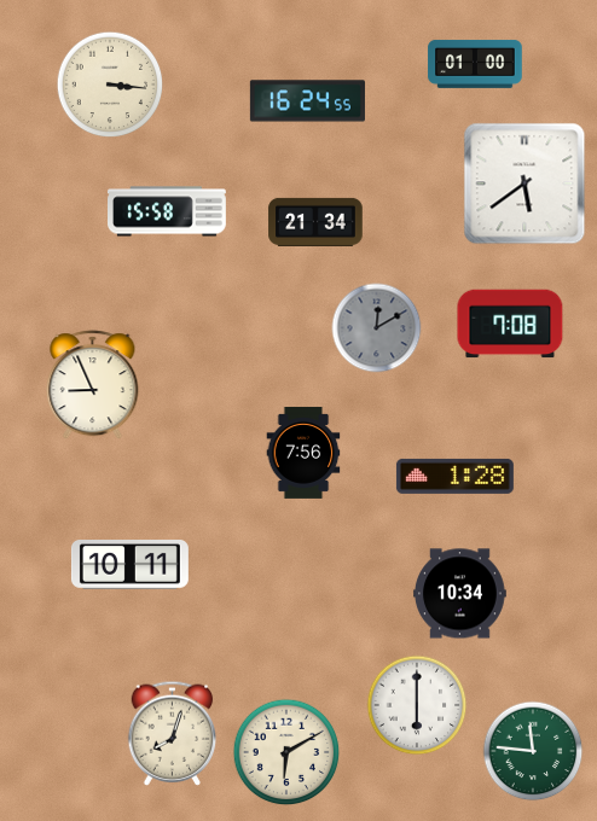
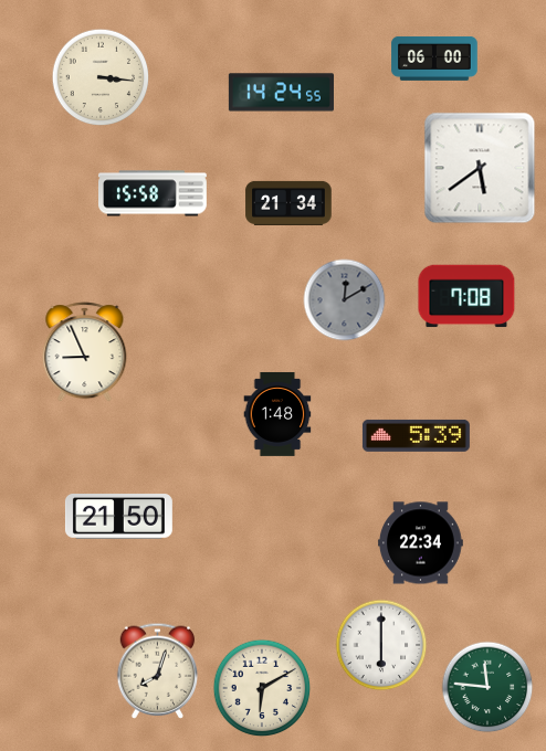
clock at (475, 64): 01:00 -> 06:00
clock at (307, 101): 16:24 -> 14:24
clock at (303, 453): 7:56 -> 1:48
clock at (454, 476): 1:28 -> 5:39
clock at (129, 565): 10:11 -> 21:50
clock at (460, 594): 10:34 -> 22:34
